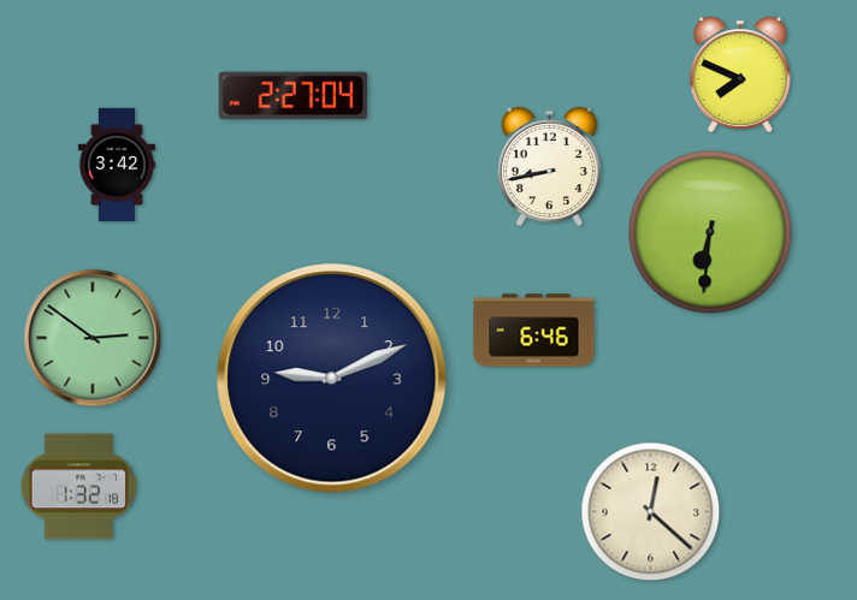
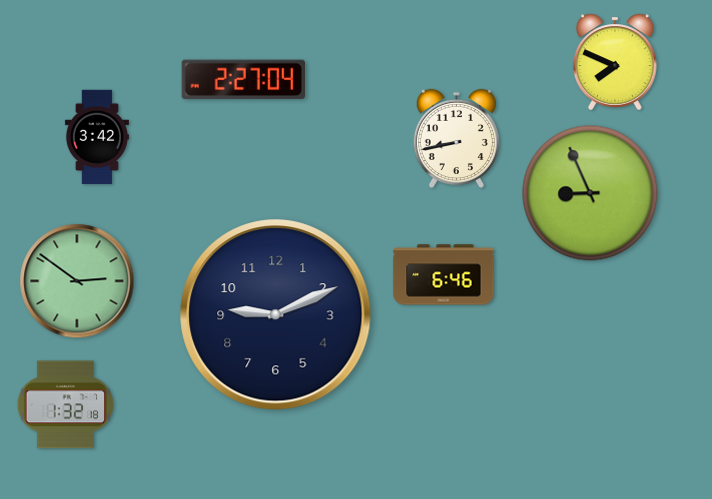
clock at (710, 232): 6:31 -> 8:56
clock at (651, 512): 12:22 -> none
